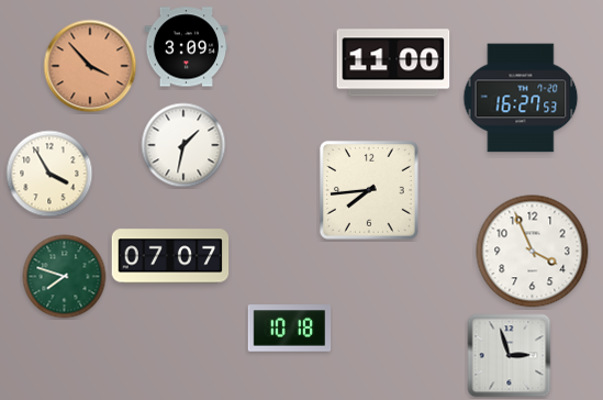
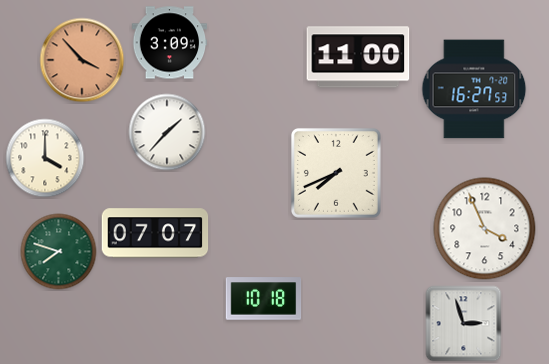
clock at (183, 145): 1:32 -> 1:37
clock at (49, 174): 3:55 -> 4:00
clock at (369, 190): 7:44 -> 7:41
